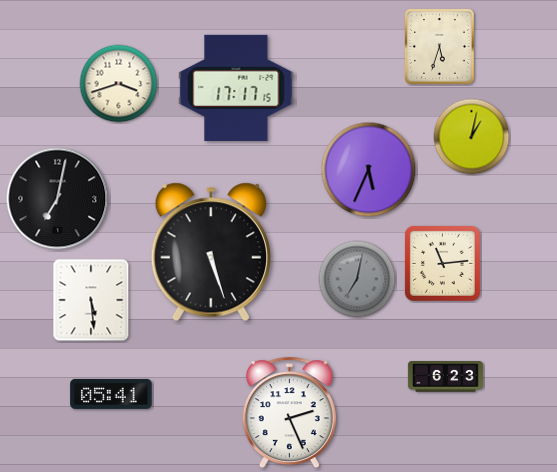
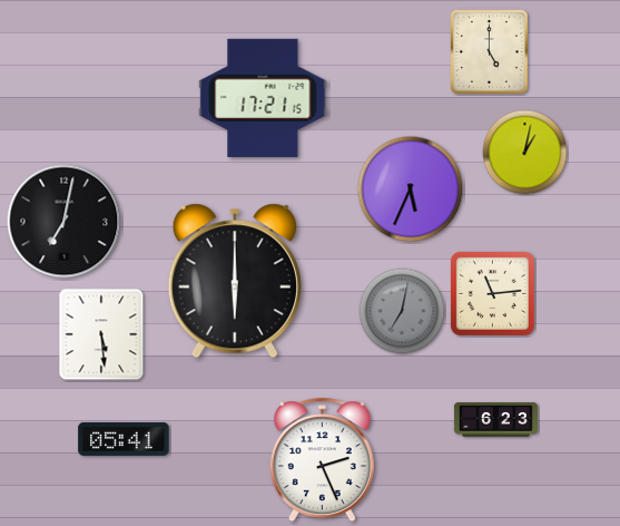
clock at (440, 47): 5:33 -> 5:00
clock at (119, 84): 3:42 -> none
clock at (236, 88): 17:17 -> 17:21
clock at (211, 252): 5:27 -> 6:00
clock at (357, 279) position: (357, 279) -> (402, 311)
